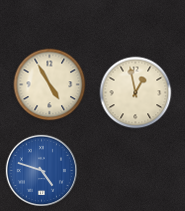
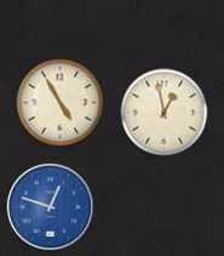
clock at (41, 170): 4:48 -> 12:48
